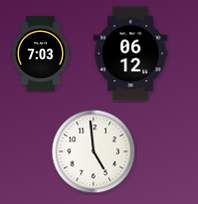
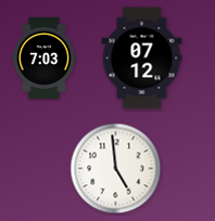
clock at (131, 54): 06:12 -> 07:12
clock at (94, 152) position: (94, 152) -> (116, 169)
